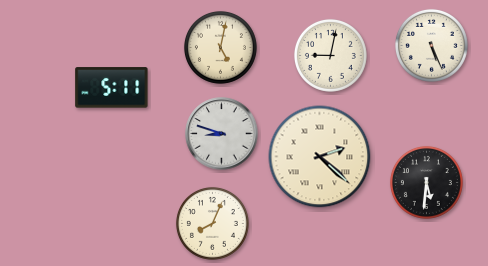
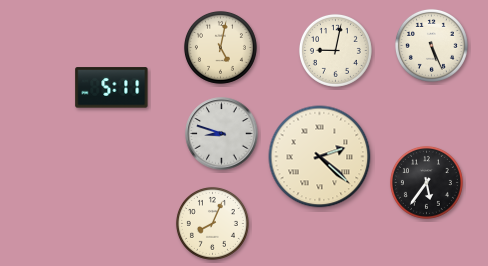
clock at (330, 55) position: (330, 55) -> (335, 50)
clock at (426, 182): 5:31 -> 5:36
